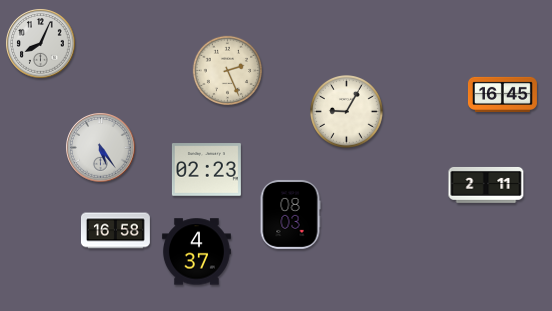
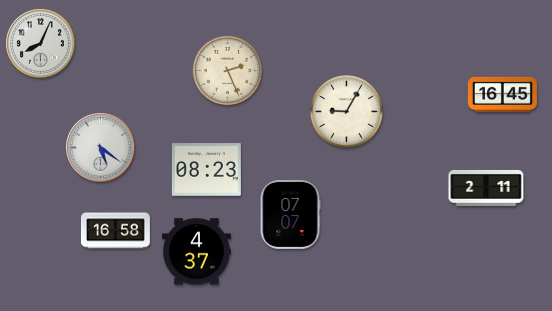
clock at (101, 148): 5:24 -> 5:21
clock at (206, 170): 02:23 -> 08:23
clock at (486, 185) position: (486, 185) -> (486, 188)
clock at (290, 214): 08:03 -> 07:07
